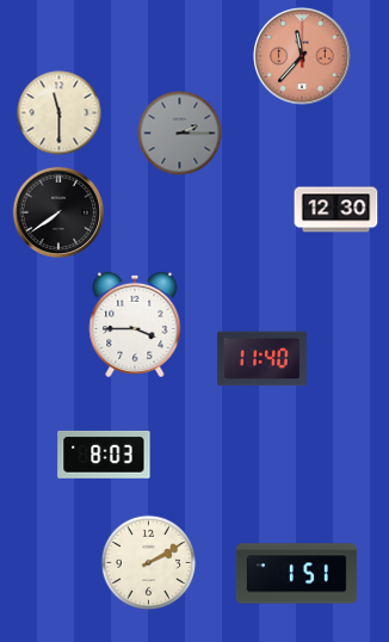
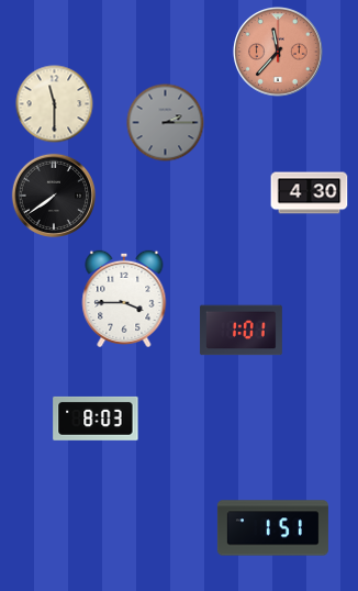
clock at (336, 210): 12:30 -> 4:30
clock at (261, 359): 11:40 -> 1:01
clock at (149, 563): 2:10 -> none
